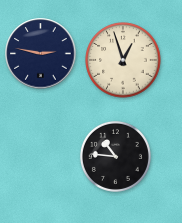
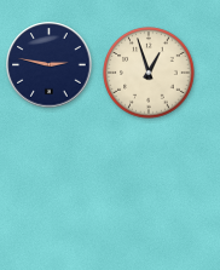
clock at (115, 156): 10:46 -> none
